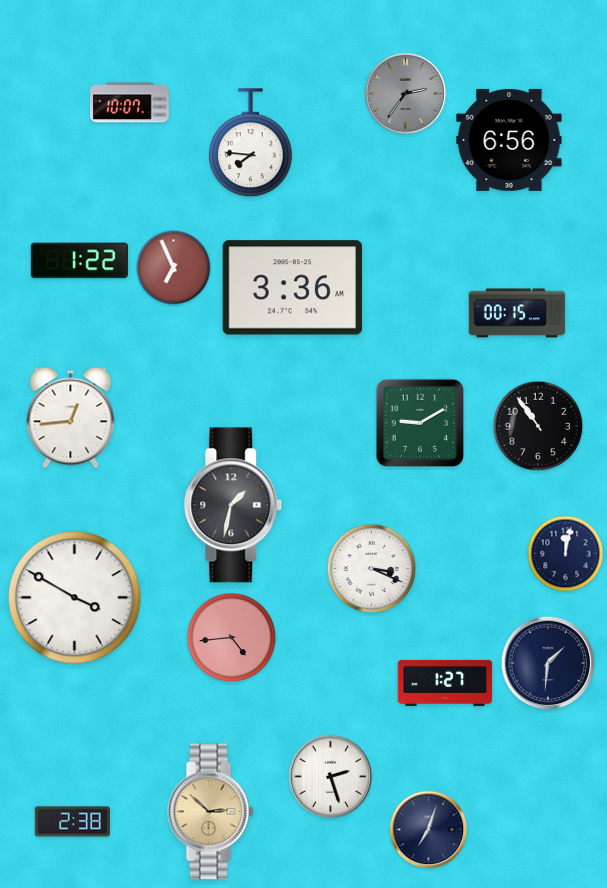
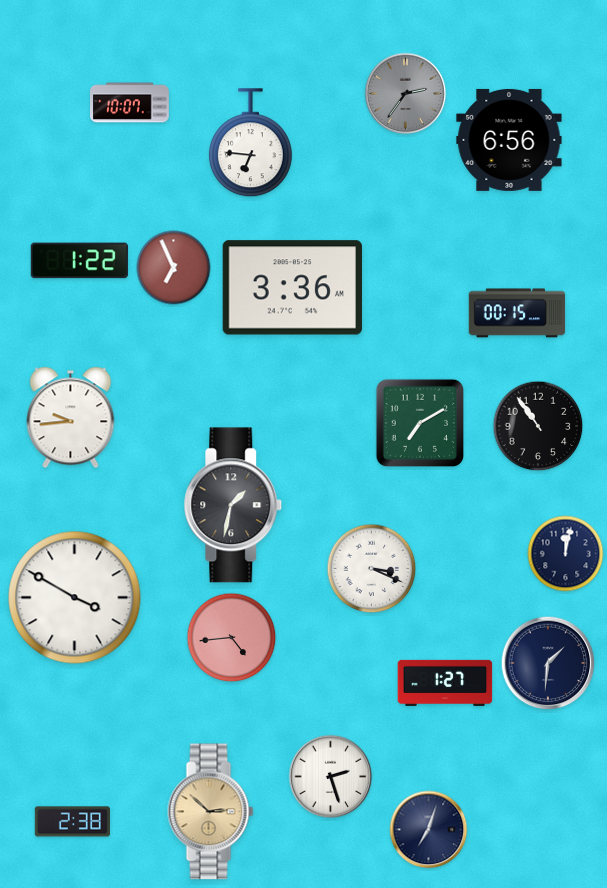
clock at (250, 143): 7:46 -> 6:46
clock at (71, 418): 12:44 -> 9:44
clock at (419, 422): 9:10 -> 7:10
